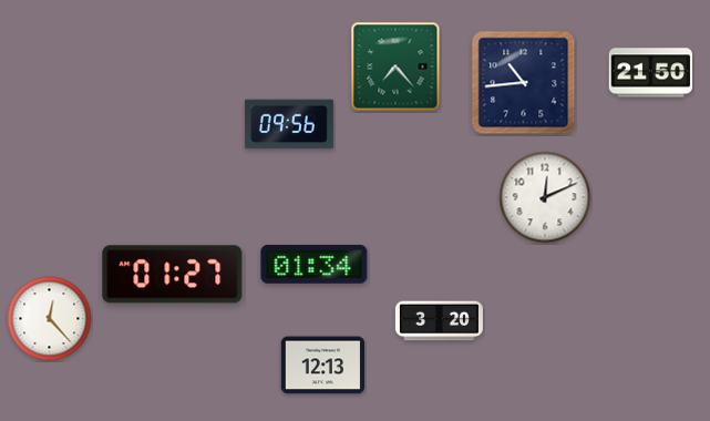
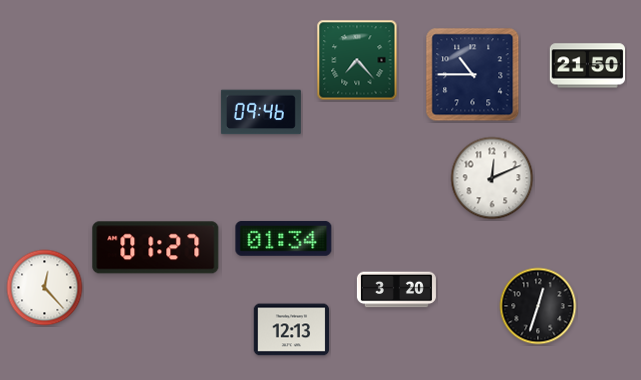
clock at (524, 83): 10:44 -> 10:45
clock at (289, 124): 09:56 -> 09:46
clock at (538, 306): none -> 12:33
